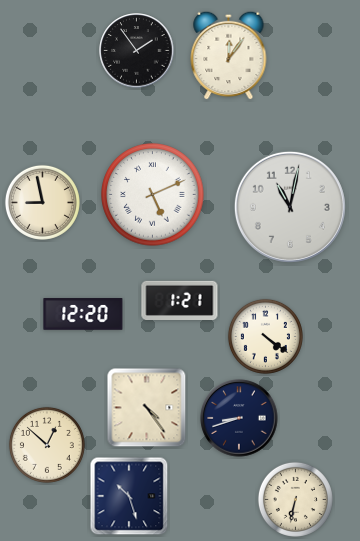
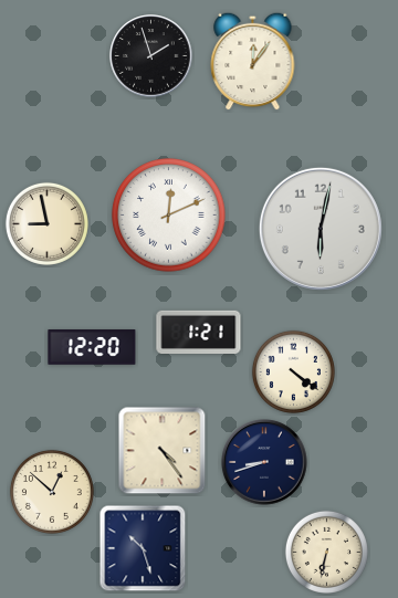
clock at (137, 51): 1:54 -> 1:57
clock at (153, 195): 5:11 -> 12:11
clock at (290, 207): 11:02 -> 6:02
